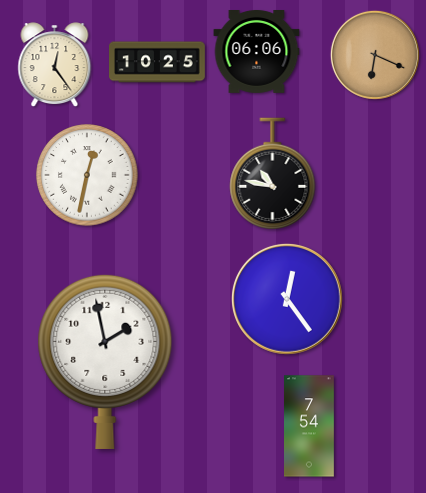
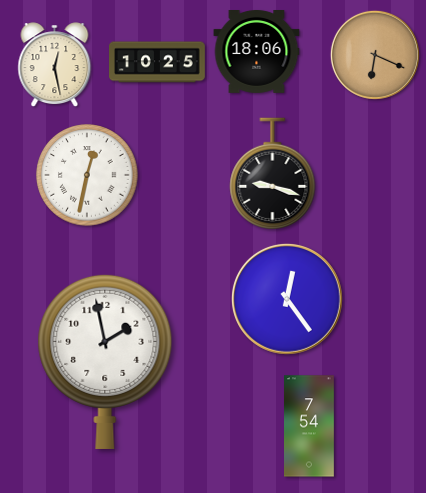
clock at (257, 52): 06:06 -> 18:06
clock at (55, 65): 12:24 -> 12:28
clock at (273, 174): 10:47 -> 9:18
